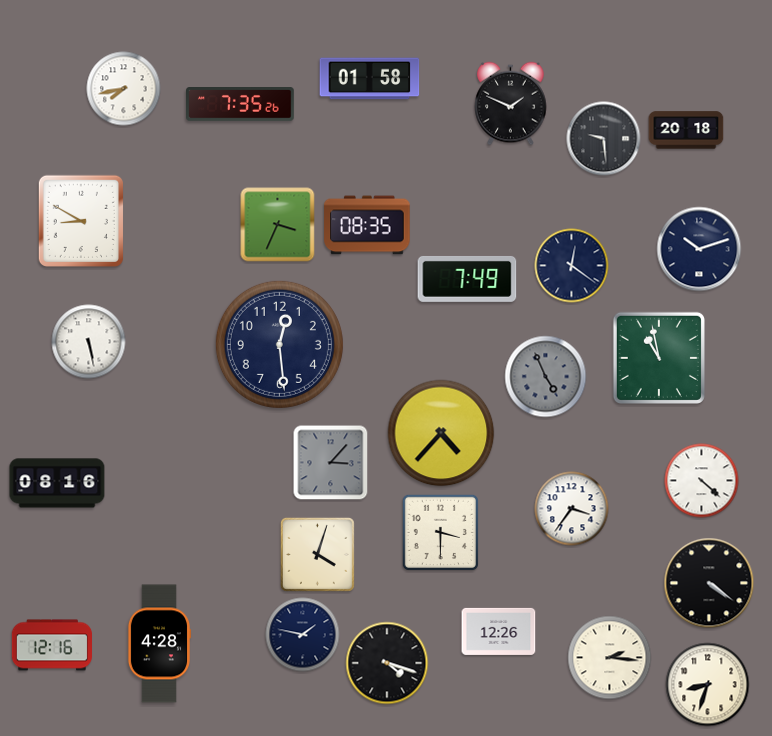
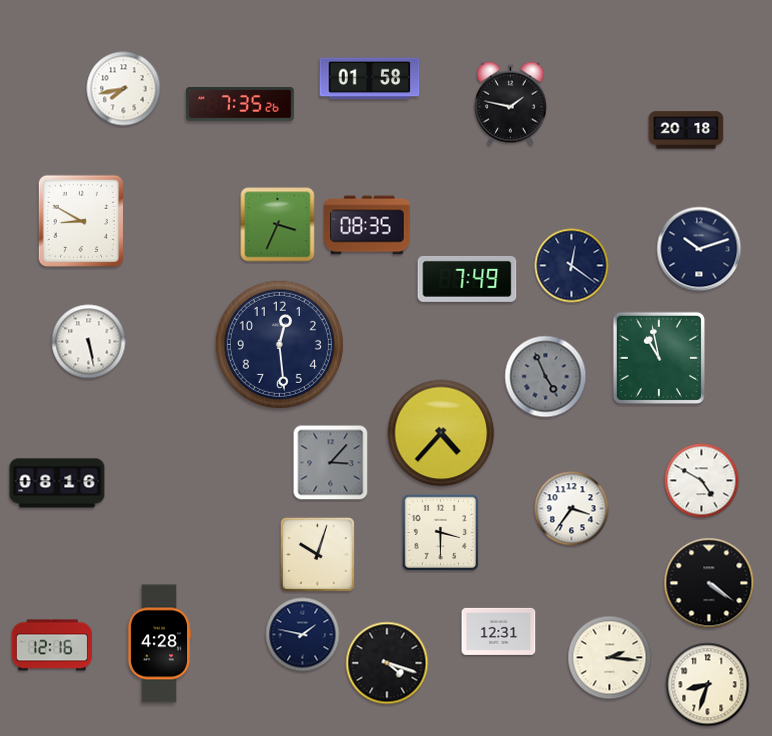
clock at (511, 104): 1:49 -> 1:47
clock at (604, 139): 9:29 -> none
clock at (702, 481): 4:22 -> 4:50
clock at (317, 554): 4:03 -> 10:03
clock at (499, 631): 12:26 -> 12:31
